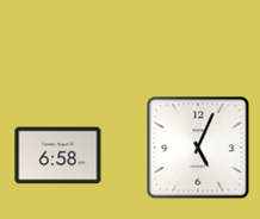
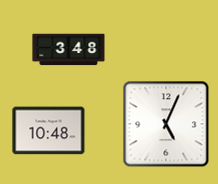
clock at (69, 50): none -> 3:48
clock at (58, 156): 6:58 -> 10:48
